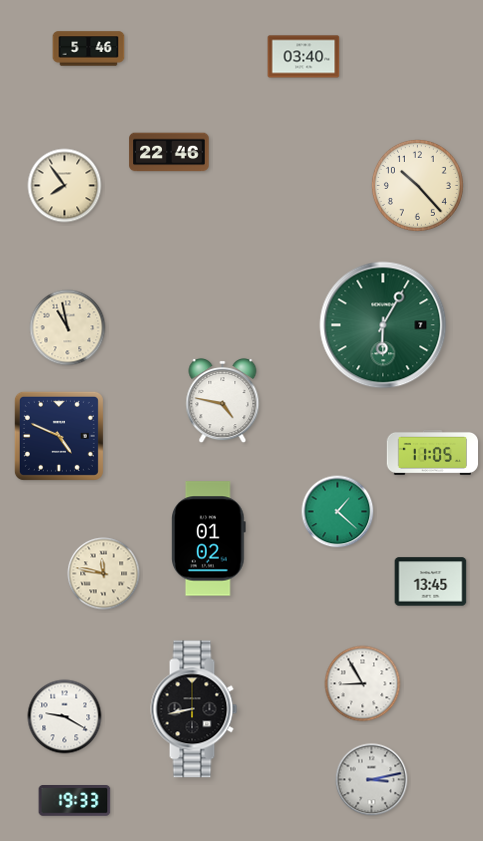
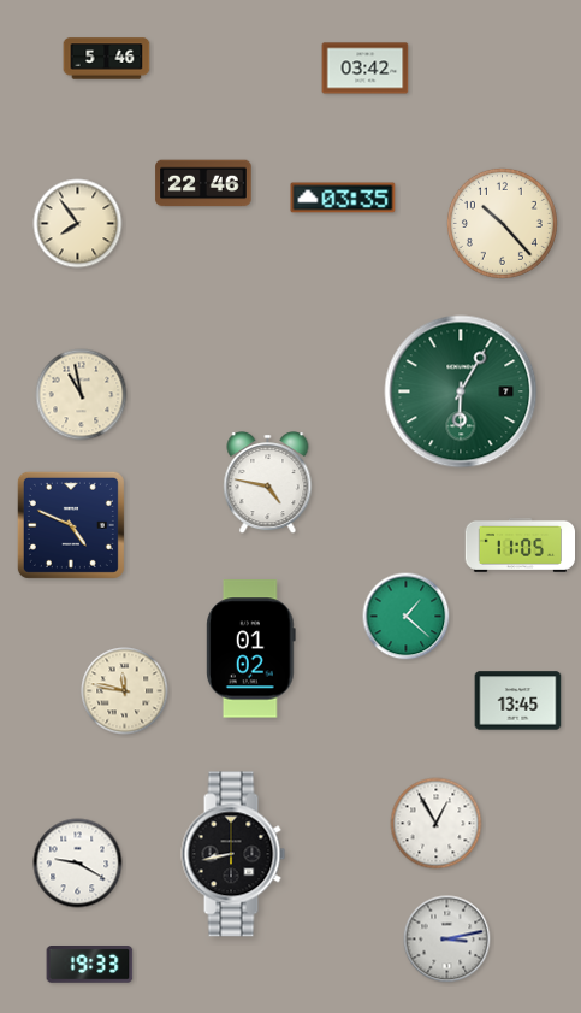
clock at (304, 57): 03:40 -> 03:42
clock at (343, 198): none -> 03:35
clock at (363, 684): 8:55 -> 12:55
